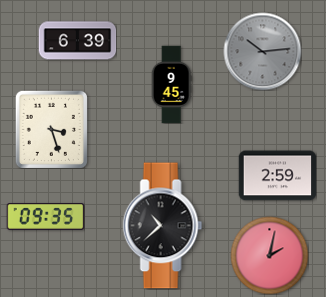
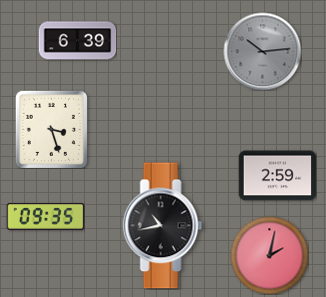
clock at (171, 84): 9:45 -> none
clock at (163, 226): 10:38 -> 10:43
